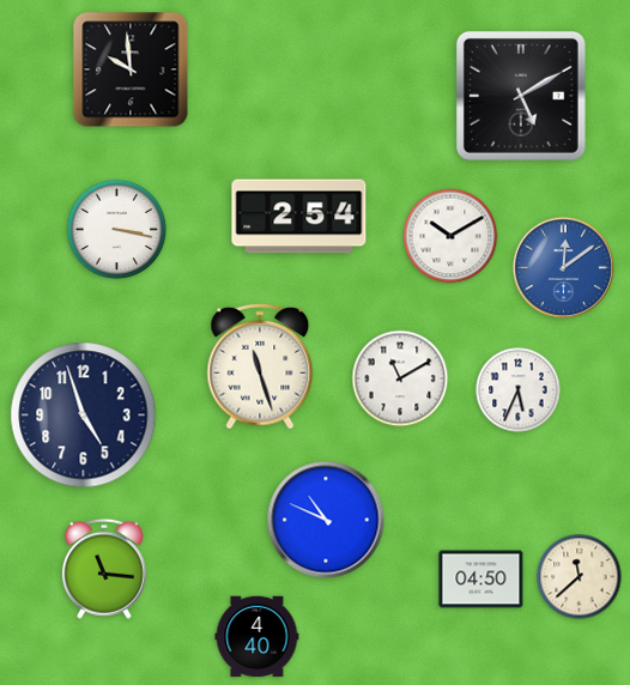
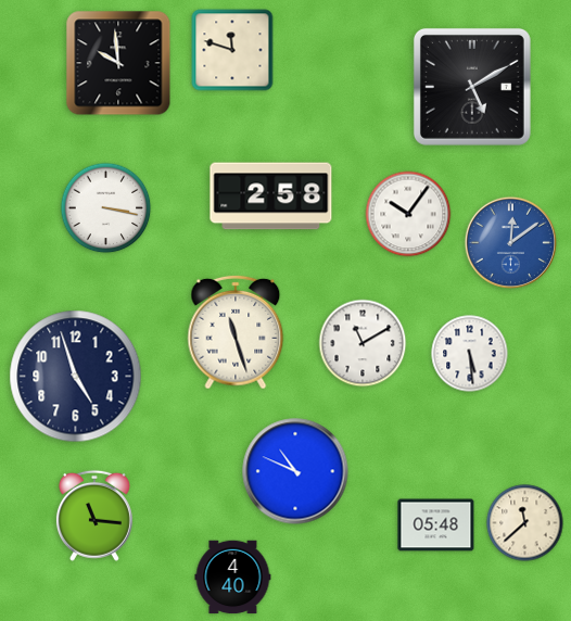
clock at (232, 50): none -> 11:48
clock at (299, 217): 2:54 -> 2:58
clock at (450, 236): 10:10 -> 10:06
clock at (519, 390): 5:34 -> 5:29
clock at (481, 580): 04:50 -> 05:48
